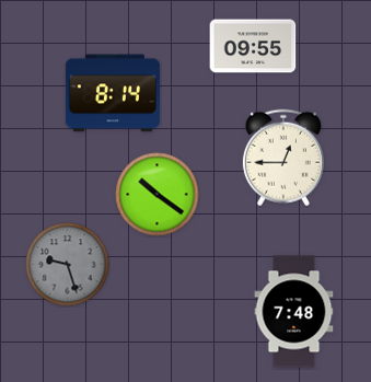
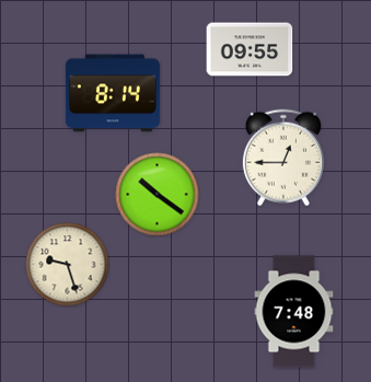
clock at (253, 46) position: (253, 46) -> (250, 49)
clock at (68, 265) dial: grey -> cream
